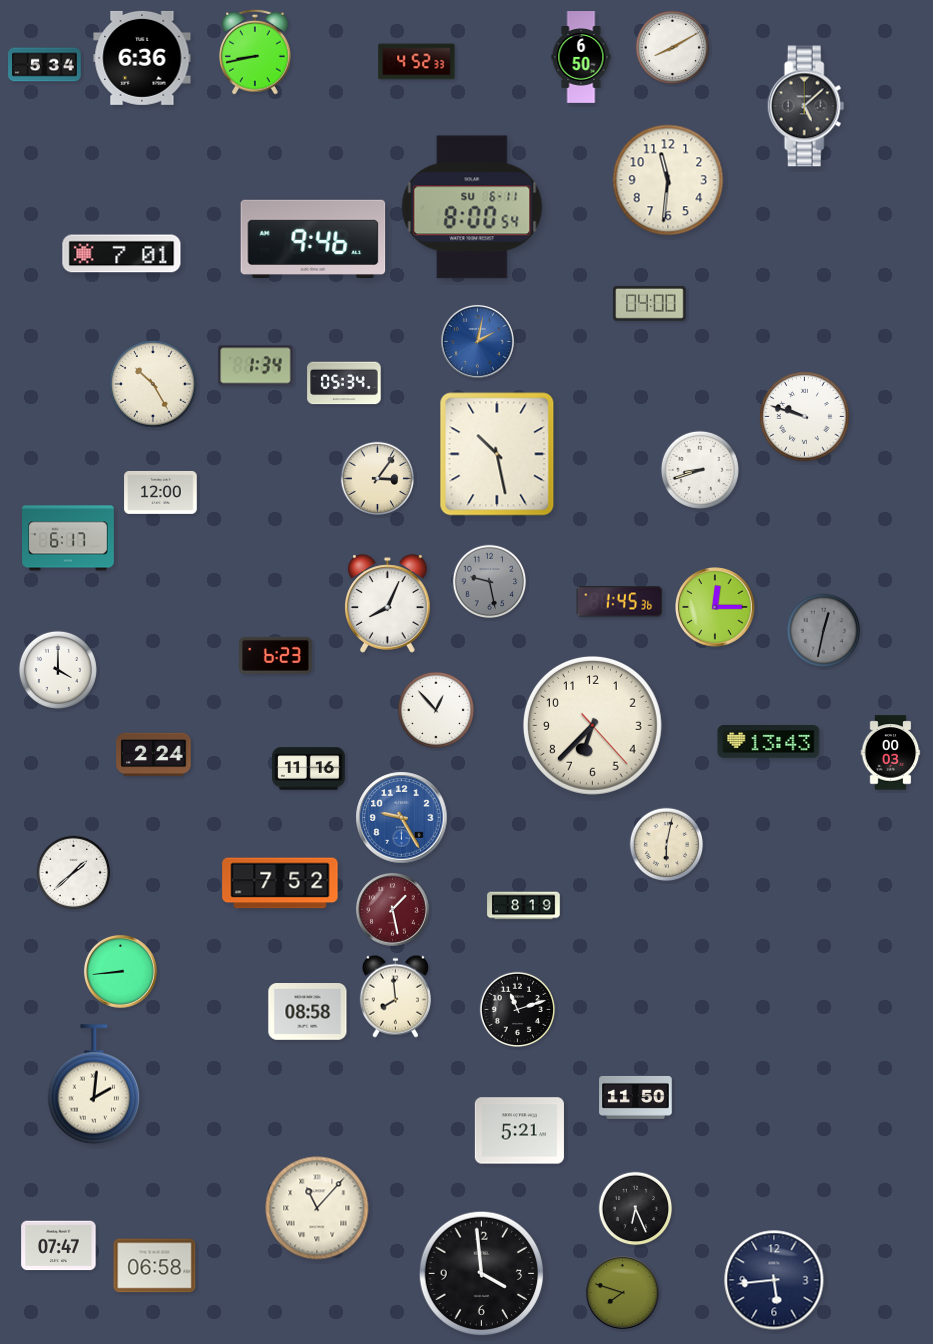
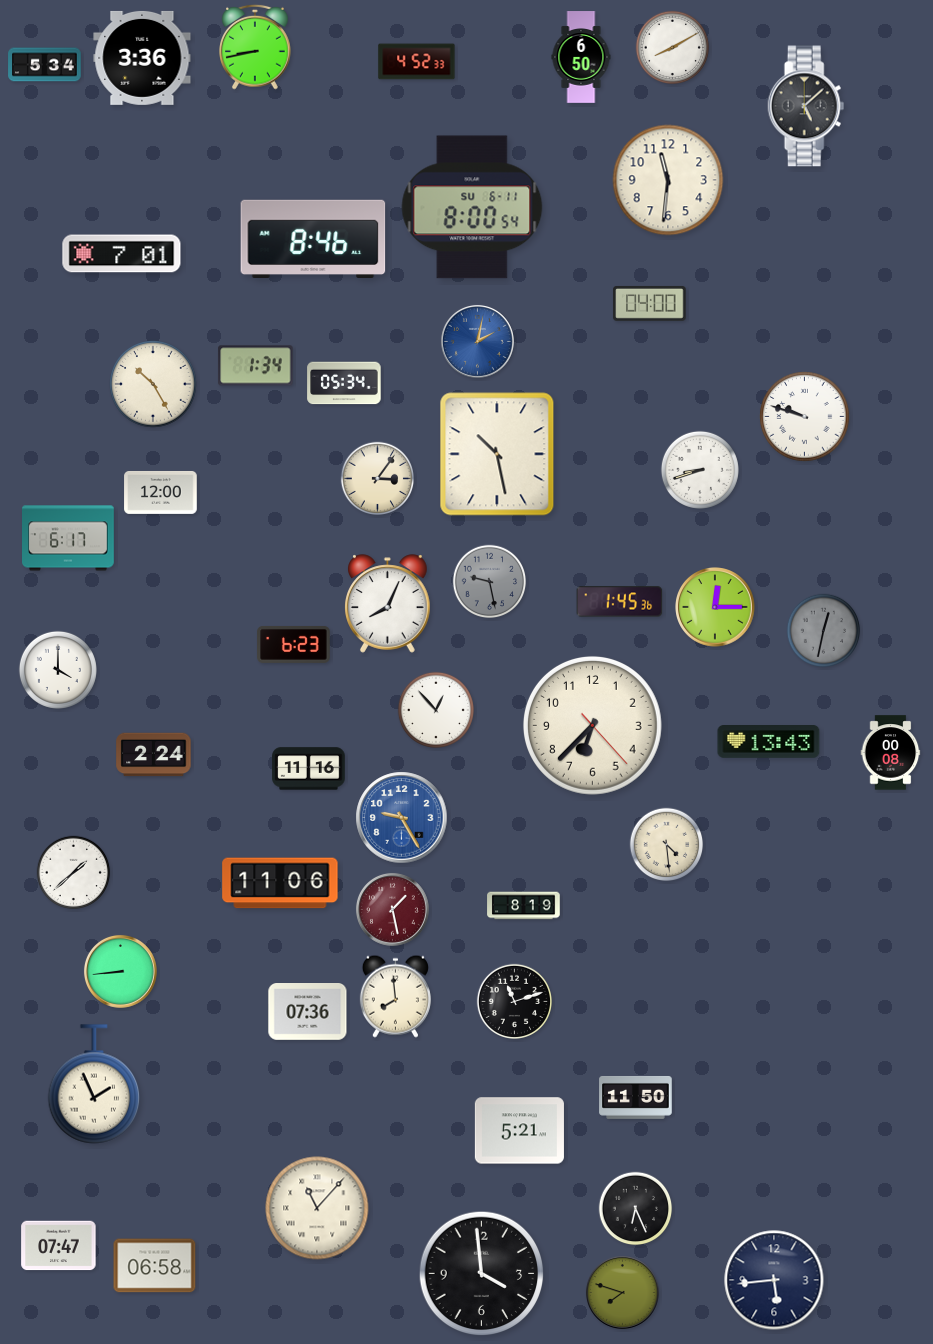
clock at (256, 52) position: (256, 52) -> (256, 47)
clock at (142, 58): 6:36 -> 3:36
clock at (313, 238): 9:46 -> 8:46
clock at (276, 655) position: (276, 655) -> (294, 644)
clock at (891, 753): 00:03 -> 00:08
clock at (667, 845): 6:02 -> 4:29
clock at (280, 883): 7:52 -> 11:06
clock at (517, 1009) position: (517, 1009) -> (514, 1001)
clock at (308, 1012): 08:58 -> 07:36
clock at (94, 1084): 2:01 -> 1:56
